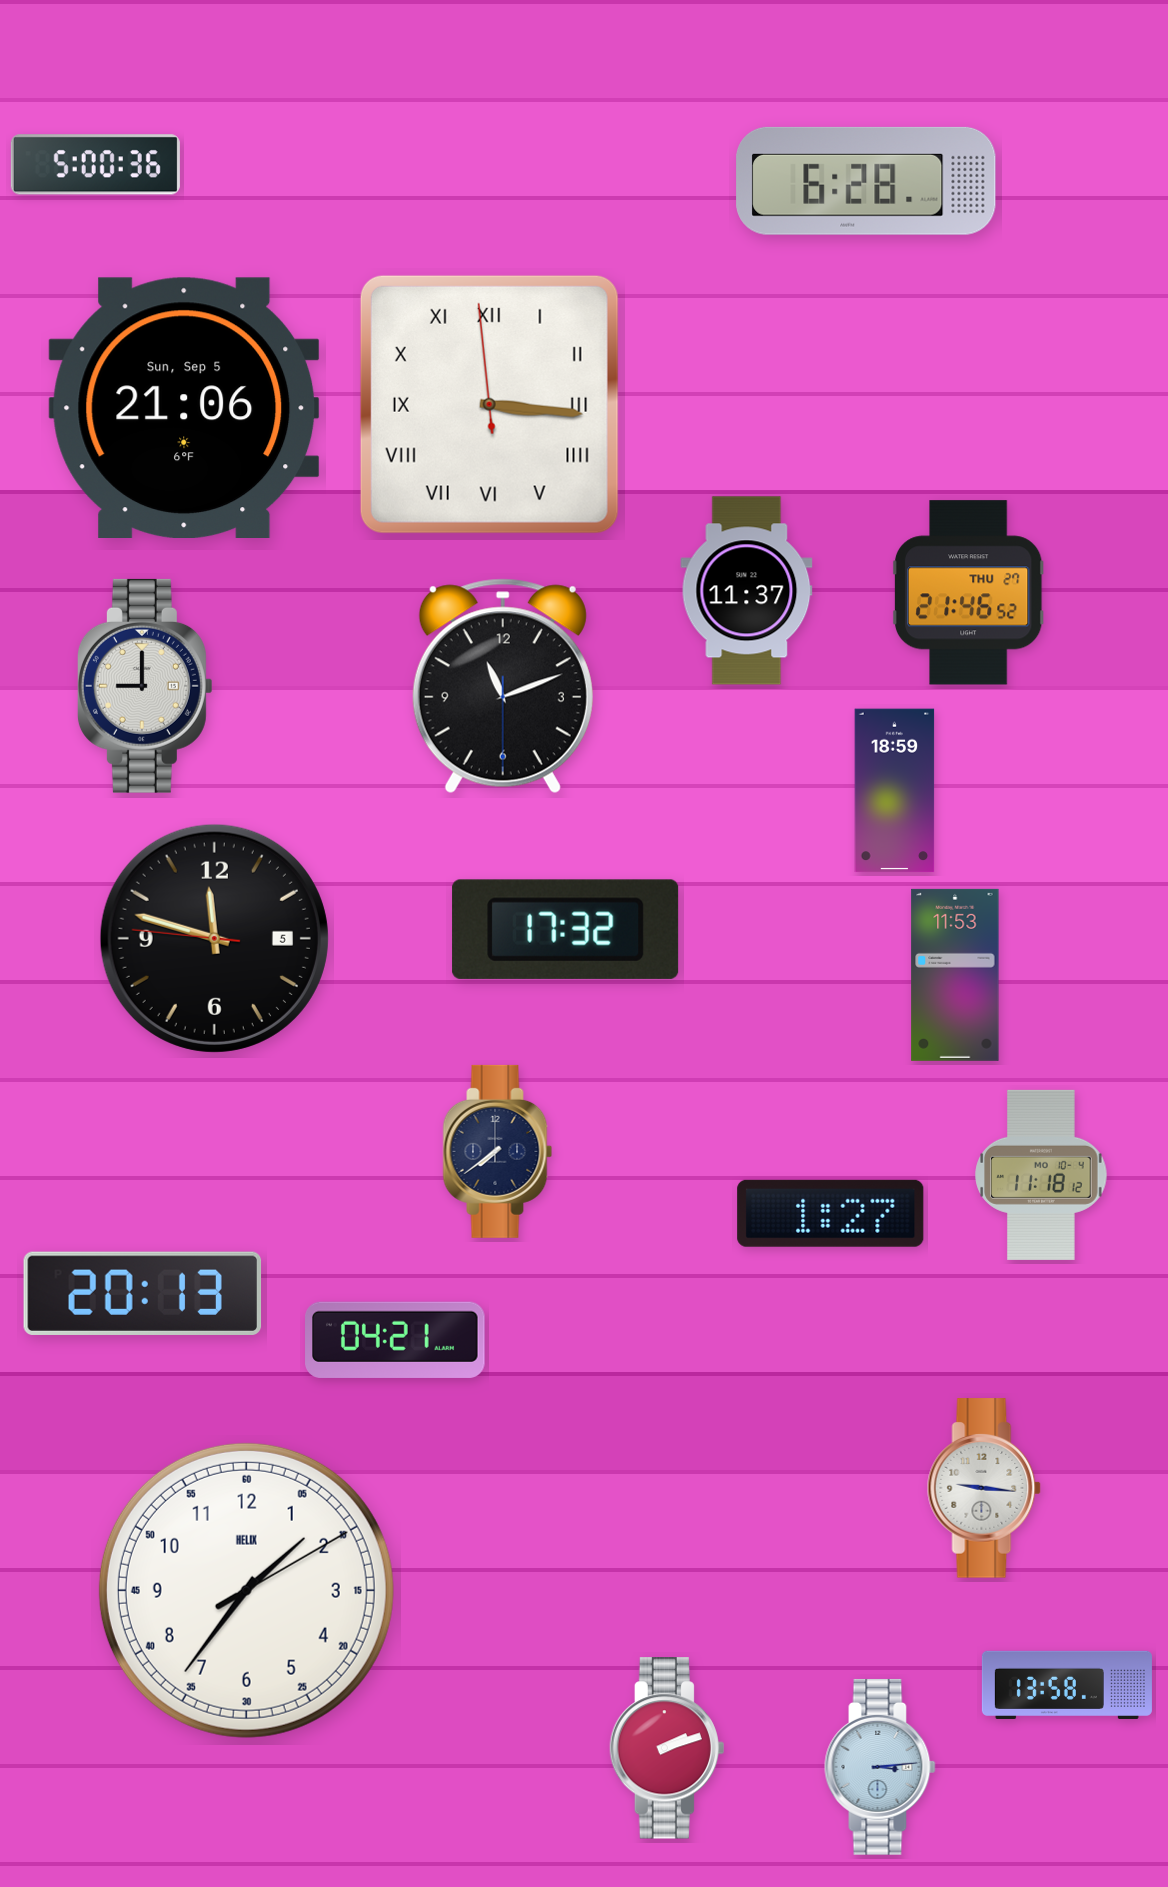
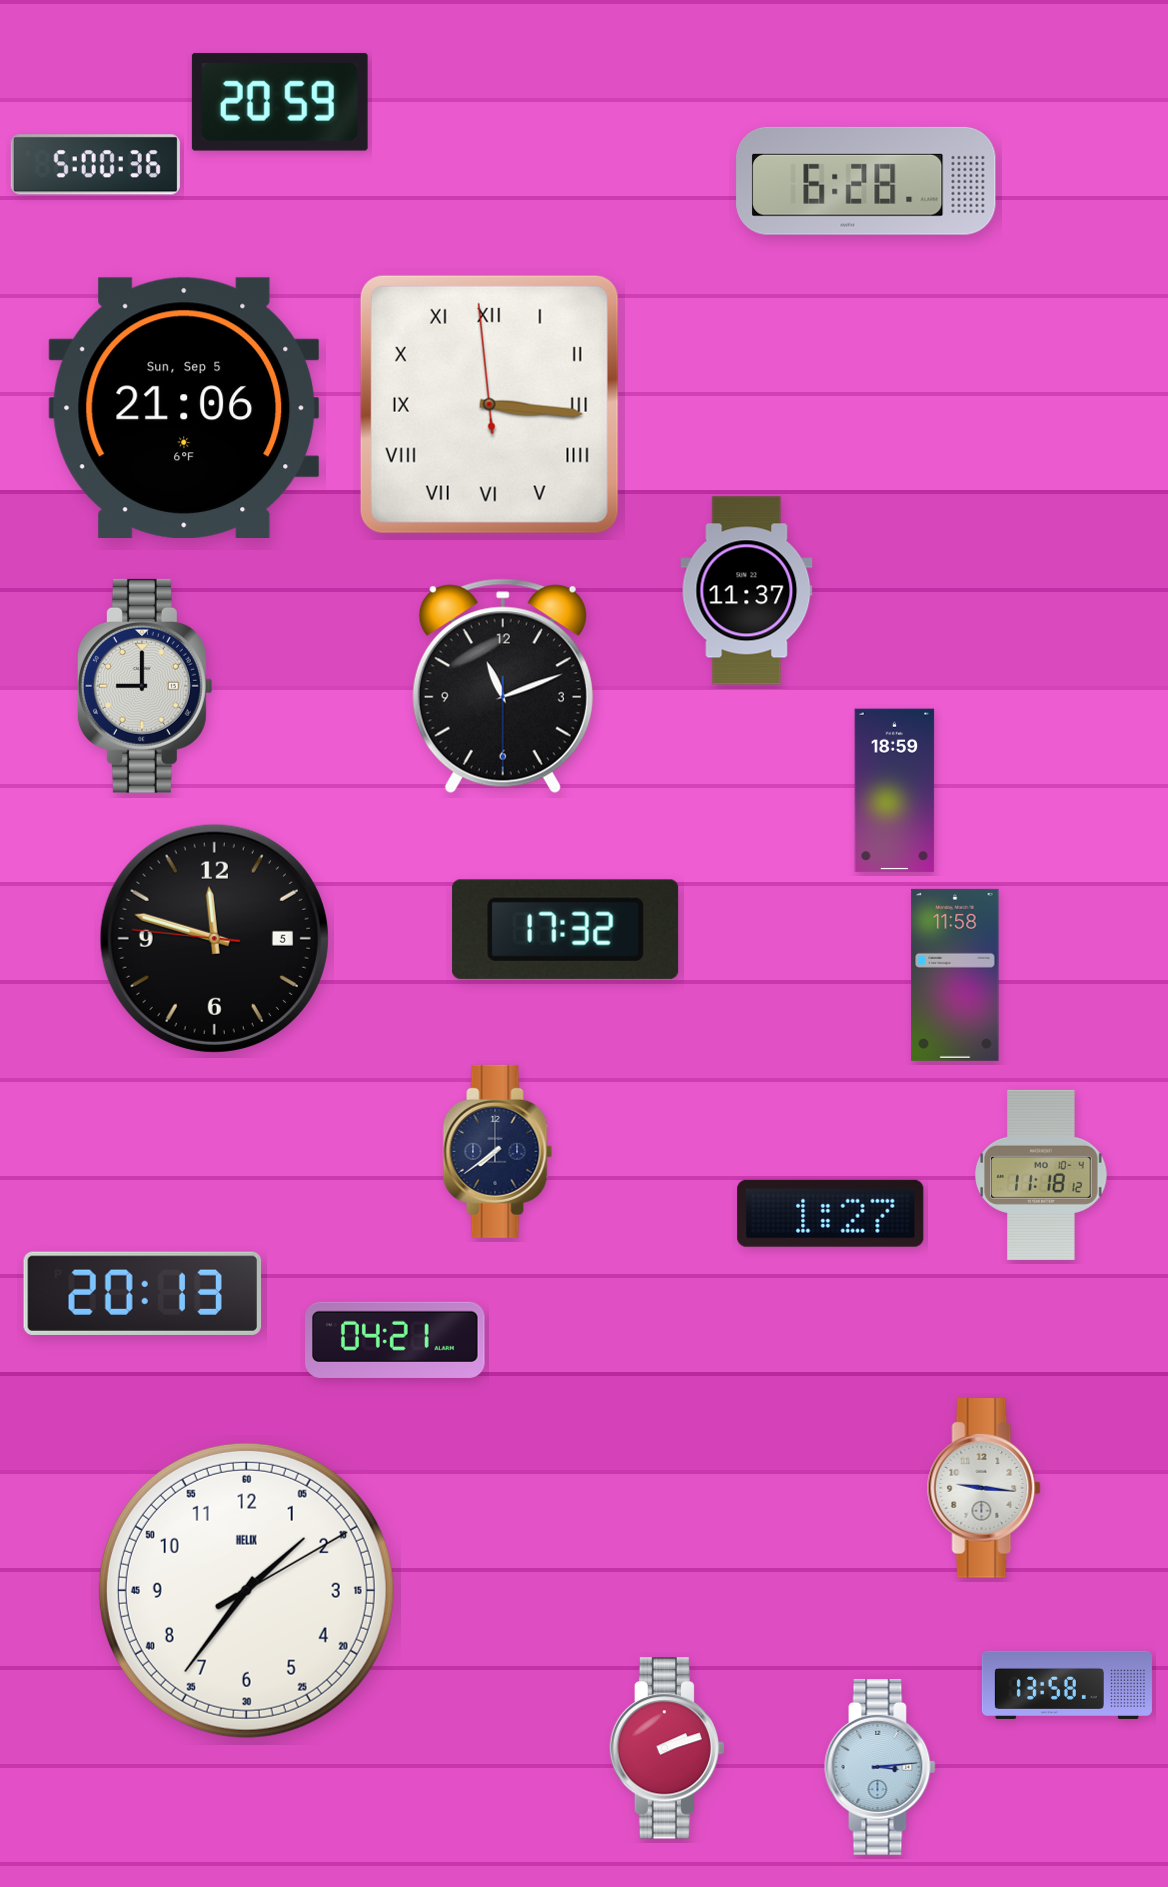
clock at (280, 102): none -> 20:59
clock at (968, 593): 21:46 -> none
clock at (955, 975): 11:53 -> 11:58
